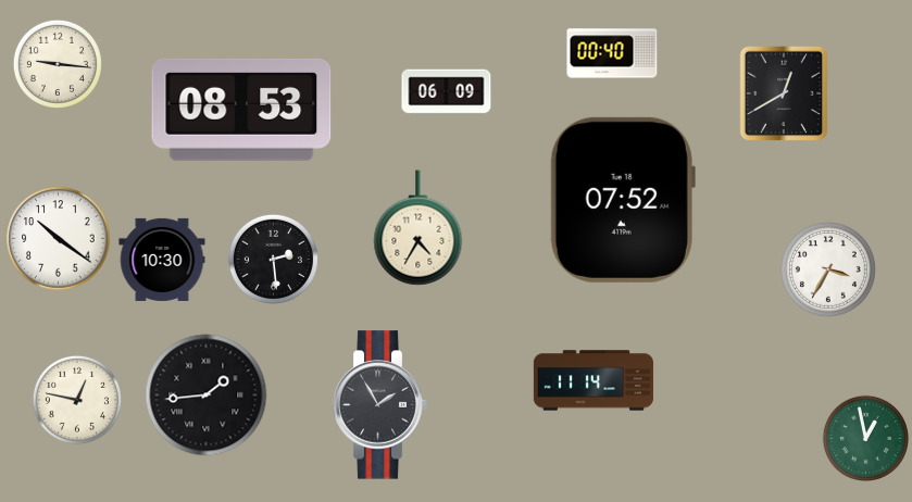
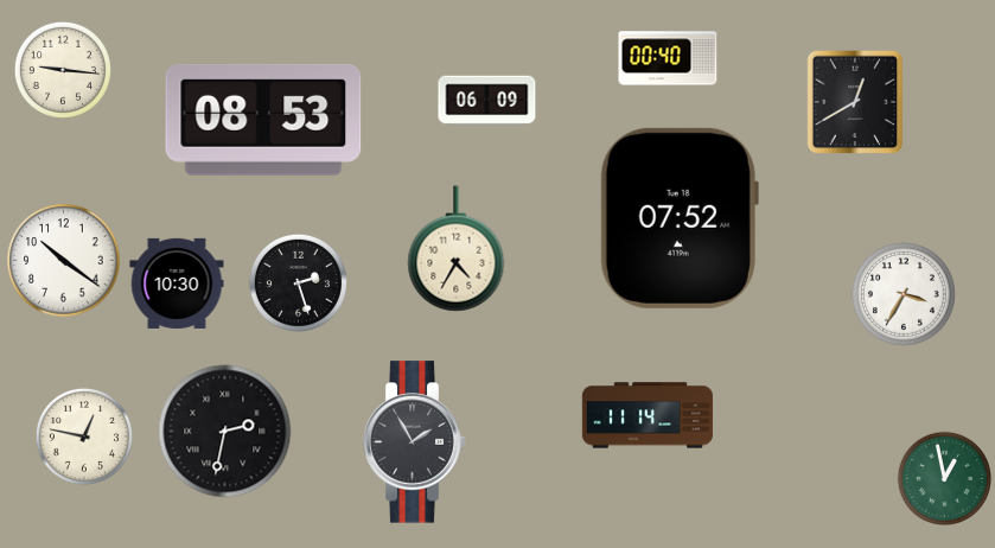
clock at (273, 259): 2:29 -> 2:27
clock at (207, 396): 1:44 -> 2:32
